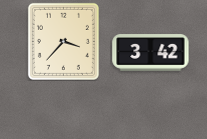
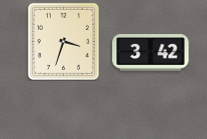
clock at (63, 41): 3:37 -> 3:33
